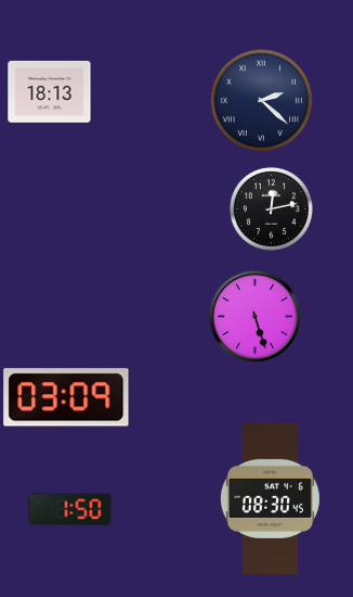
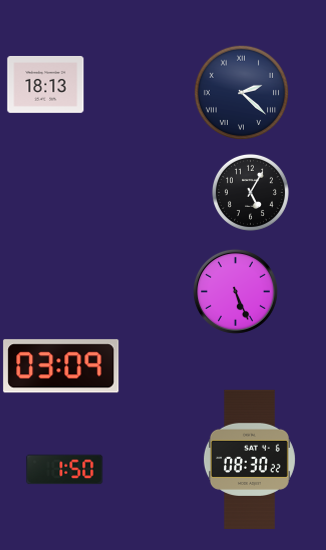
clock at (271, 208): 12:13 -> 5:05
clock at (254, 316): 5:27 -> 5:26
clock at (270, 498): 08:30:45 -> 08:30:22
